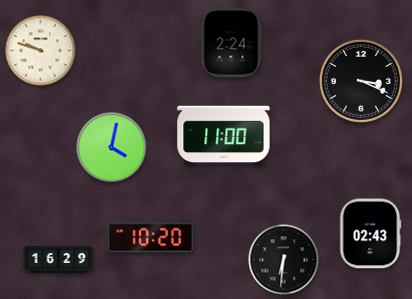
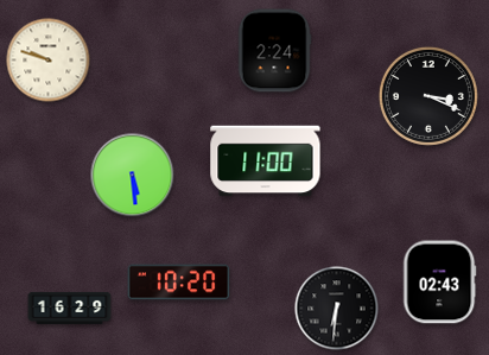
clock at (112, 148): 4:02 -> 5:29
clock at (370, 234) position: (370, 234) -> (439, 283)
